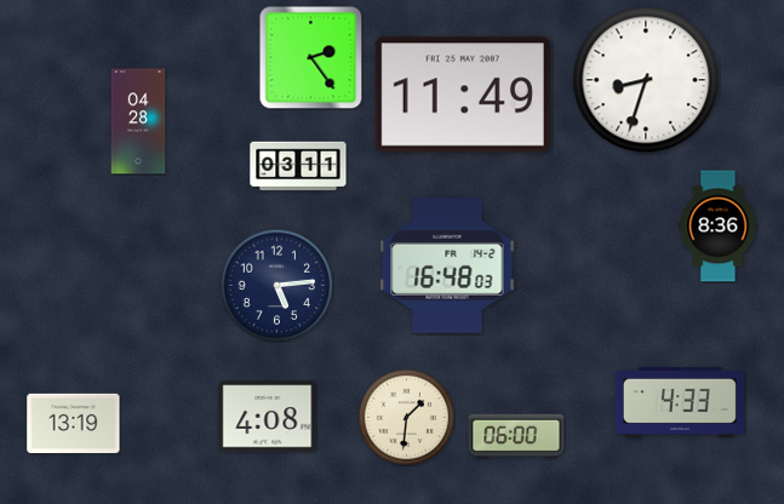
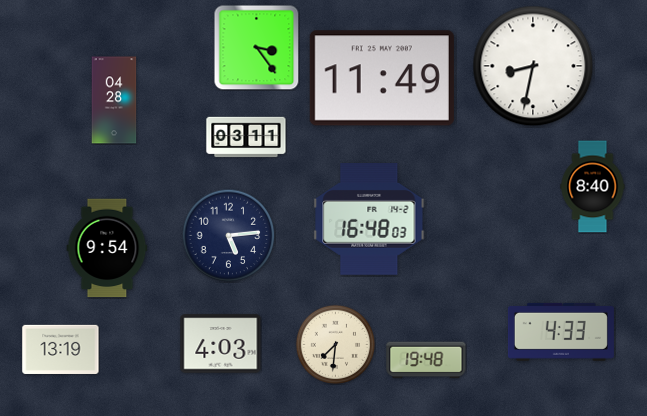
clock at (310, 57): 2:24 -> 3:24
clock at (646, 80): 8:33 -> 8:32
clock at (719, 227): 8:36 -> 8:40
clock at (107, 248): none -> 9:54
clock at (268, 417): 4:08 -> 4:03
clock at (406, 417): 1:31 -> 7:31
clock at (516, 436): 06:00 -> 19:48
